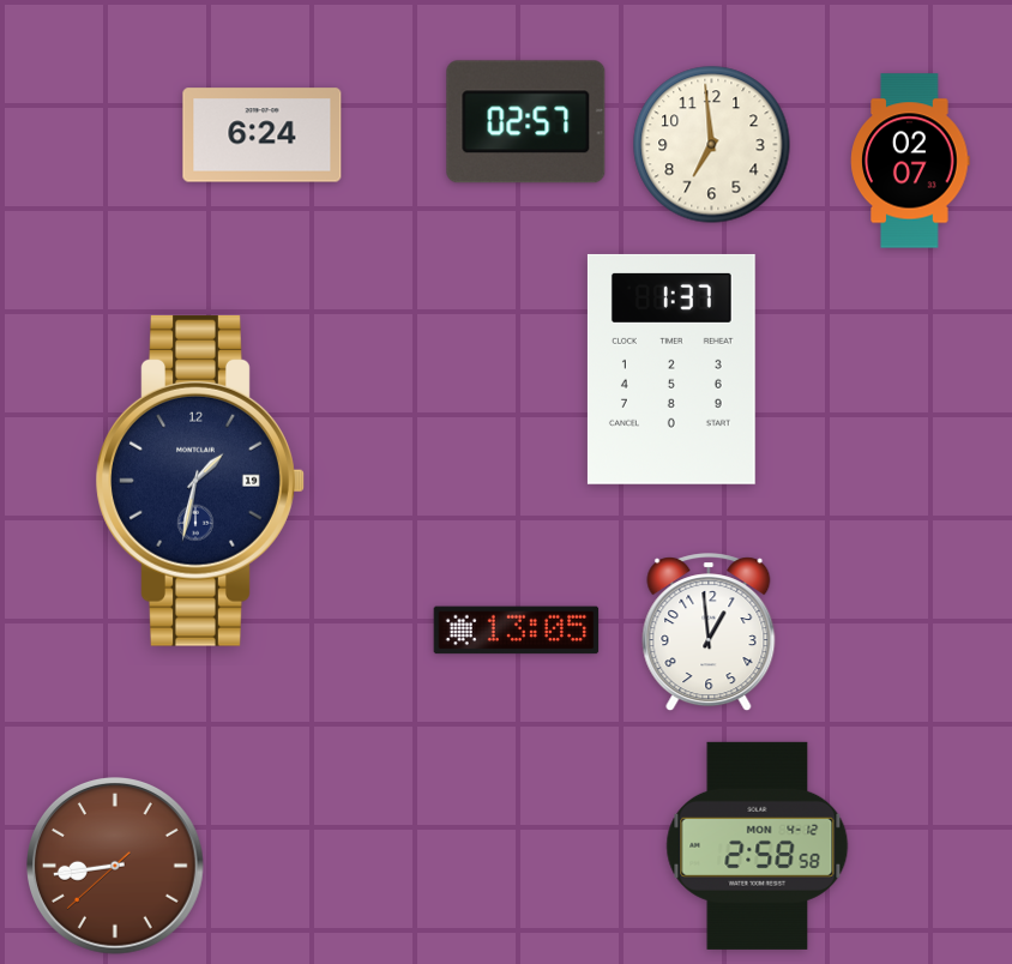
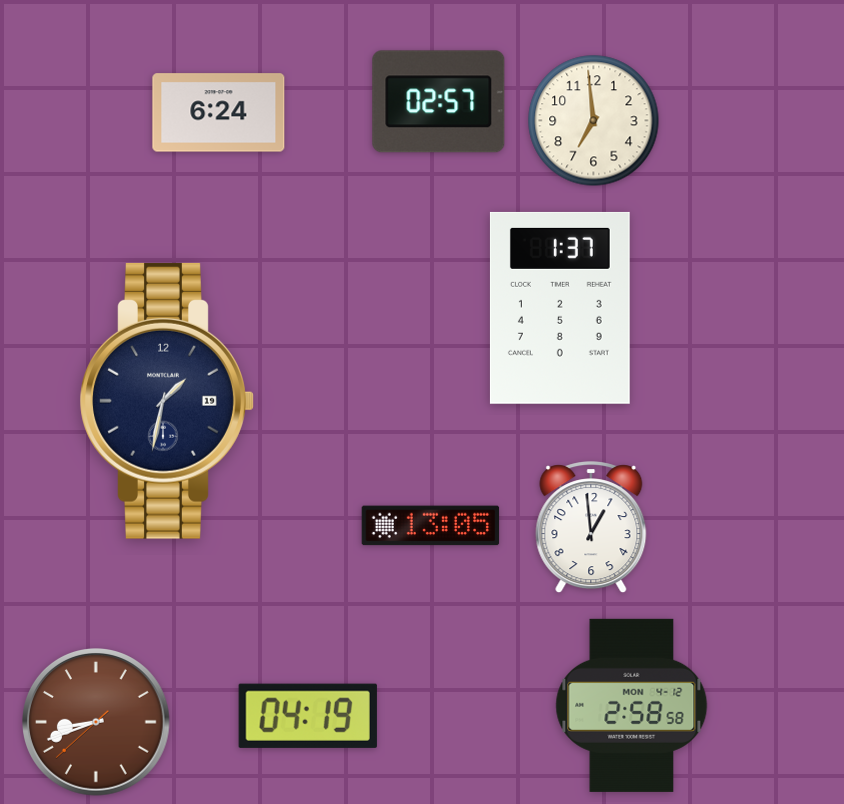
clock at (910, 161): 02:07 -> none
clock at (308, 716): none -> 04:19
clock at (116, 867): 8:43 -> 8:41
